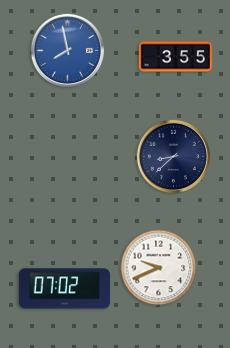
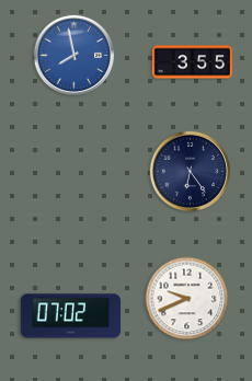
clock at (174, 157): 8:38 -> 6:24
clock at (159, 268) position: (159, 268) -> (187, 299)
